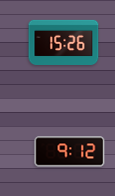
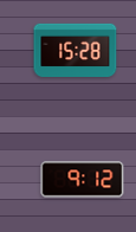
clock at (64, 42): 15:26 -> 15:28
